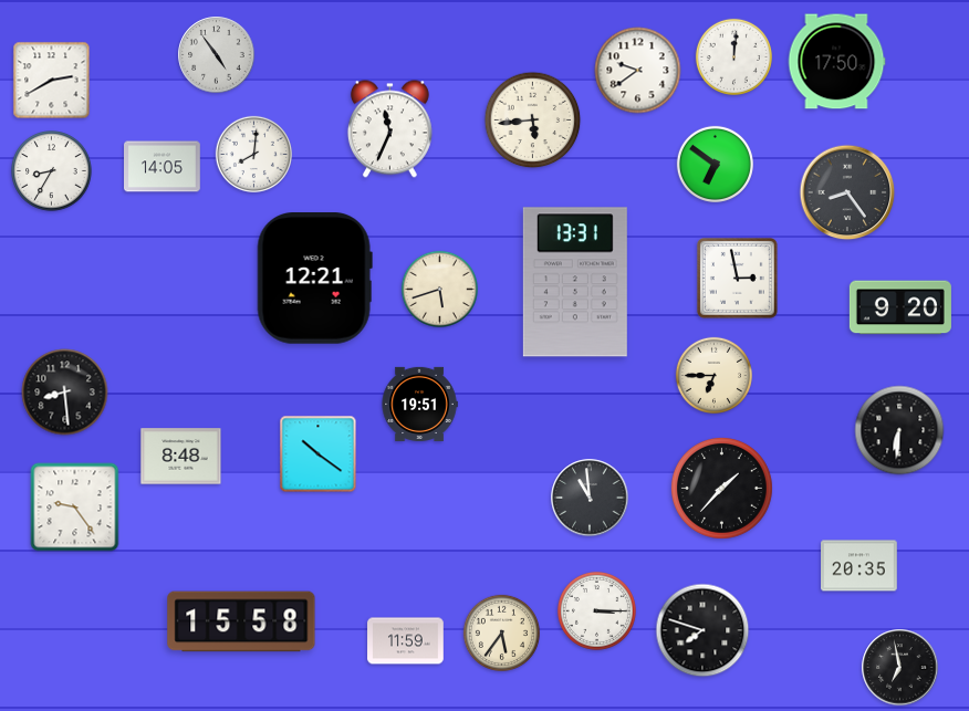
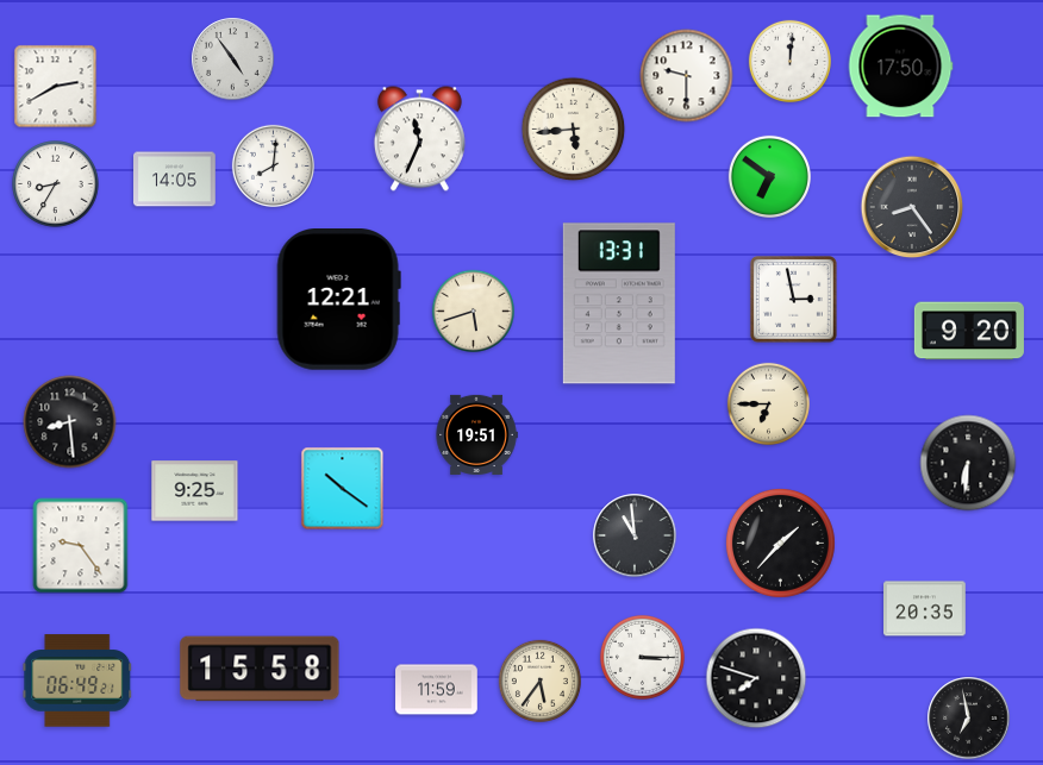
clock at (638, 71): 9:39 -> 9:30
clock at (419, 404) position: (419, 404) -> (476, 434)
clock at (181, 457): 8:48 -> 9:25
clock at (721, 488) position: (721, 488) -> (780, 543)
clock at (77, 681): none -> 06:49
